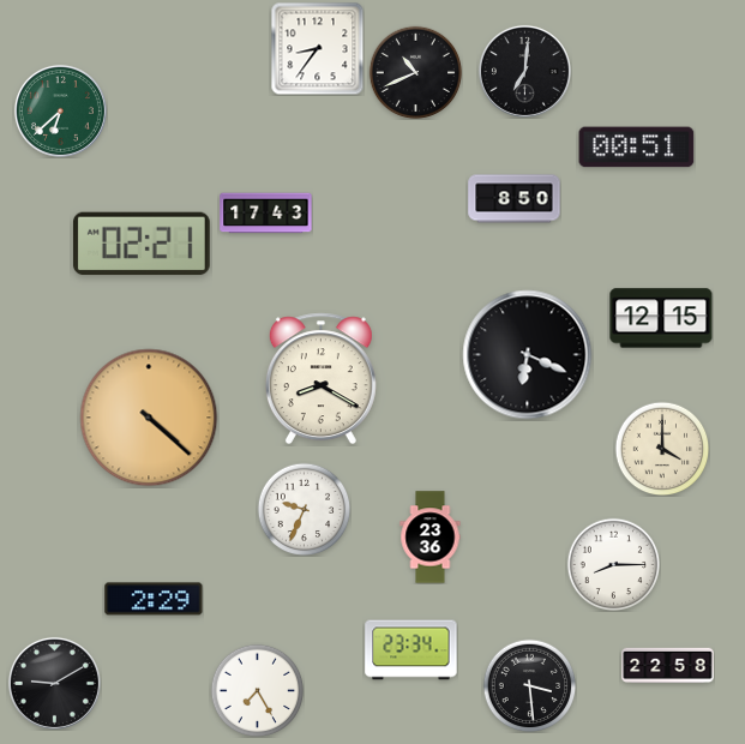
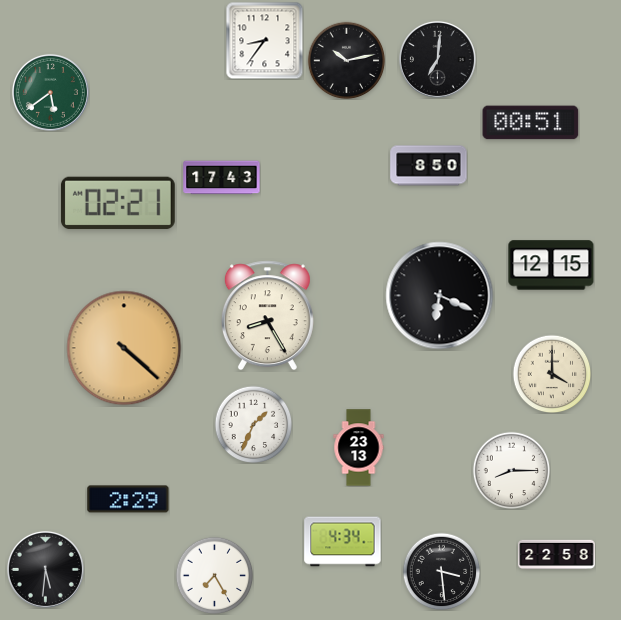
clock at (415, 72): 10:41 -> 10:13
clock at (60, 110): 6:38 -> 5:39
clock at (320, 379): 8:20 -> 8:25
clock at (304, 509): 9:34 -> 1:34
clock at (431, 538): 23:36 -> 23:13
clock at (411, 650): 23:34 -> 4:34
clock at (54, 683): 9:10 -> 5:31
